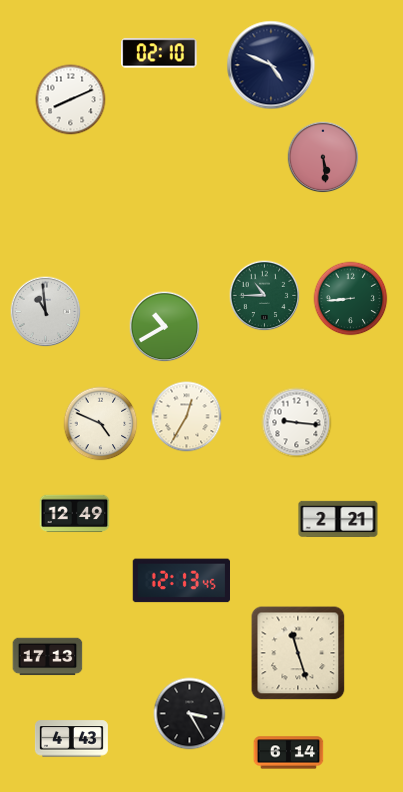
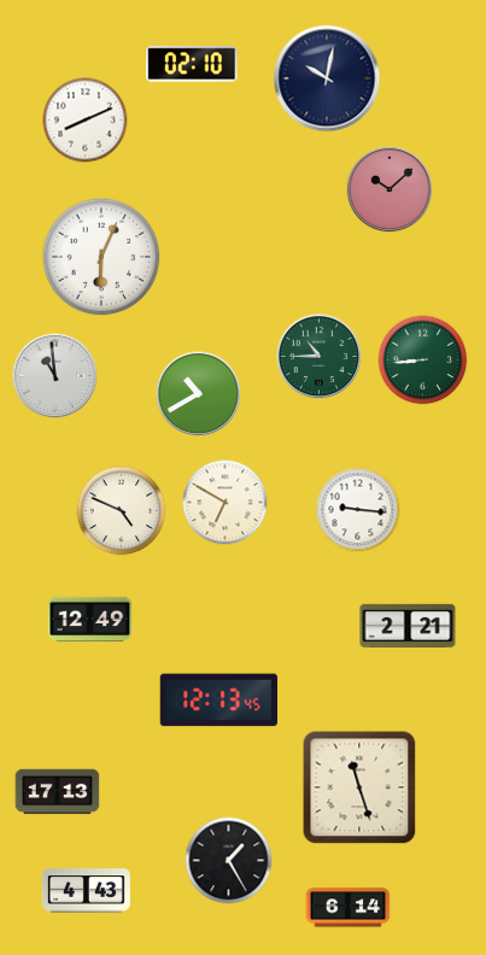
clock at (271, 65): 4:49 -> 10:02
clock at (323, 157): 5:29 -> 10:08
clock at (101, 257): none -> 6:04
clock at (187, 417): 12:35 -> 6:50
clock at (190, 714): 3:25 -> 1:25
